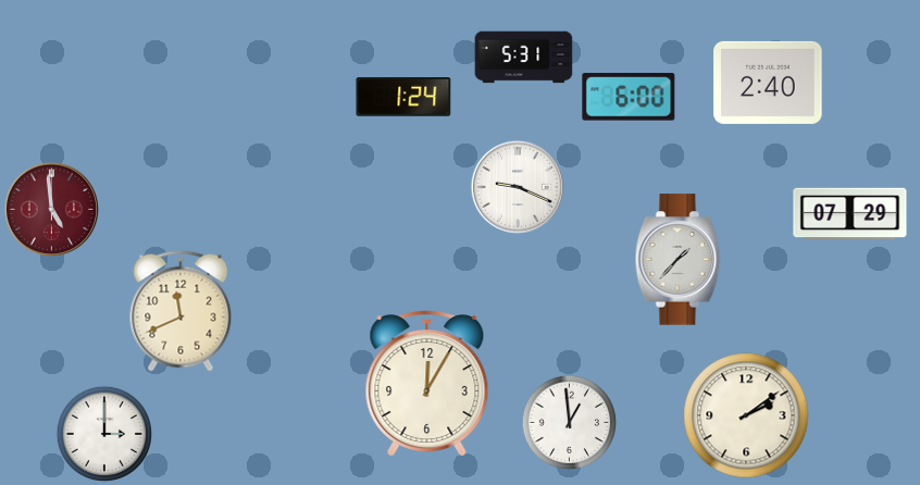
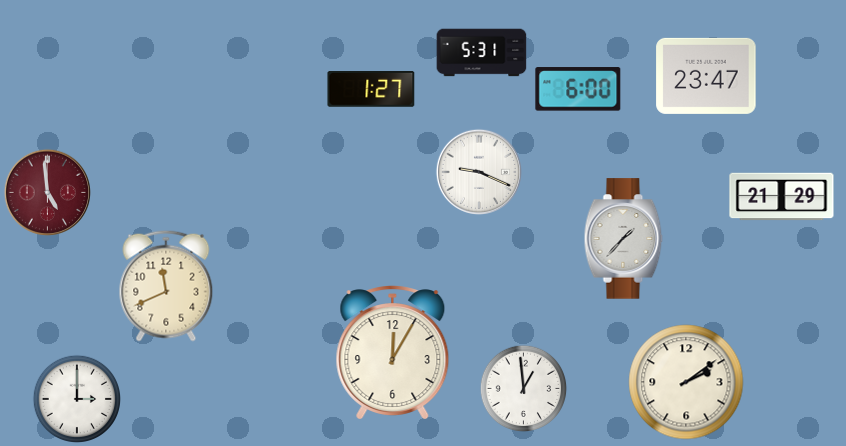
clock at (768, 83): 2:40 -> 23:47
clock at (403, 98): 1:24 -> 1:27
clock at (517, 186) position: (517, 186) -> (478, 171)
clock at (850, 214): 07:29 -> 21:29
clock at (103, 433) position: (103, 433) -> (76, 398)
